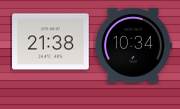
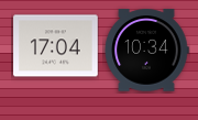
clock at (51, 42): 21:38 -> 17:04
